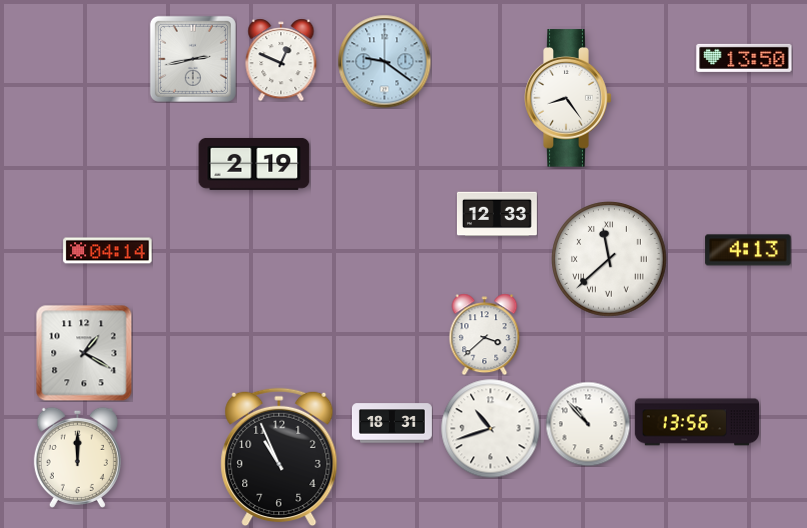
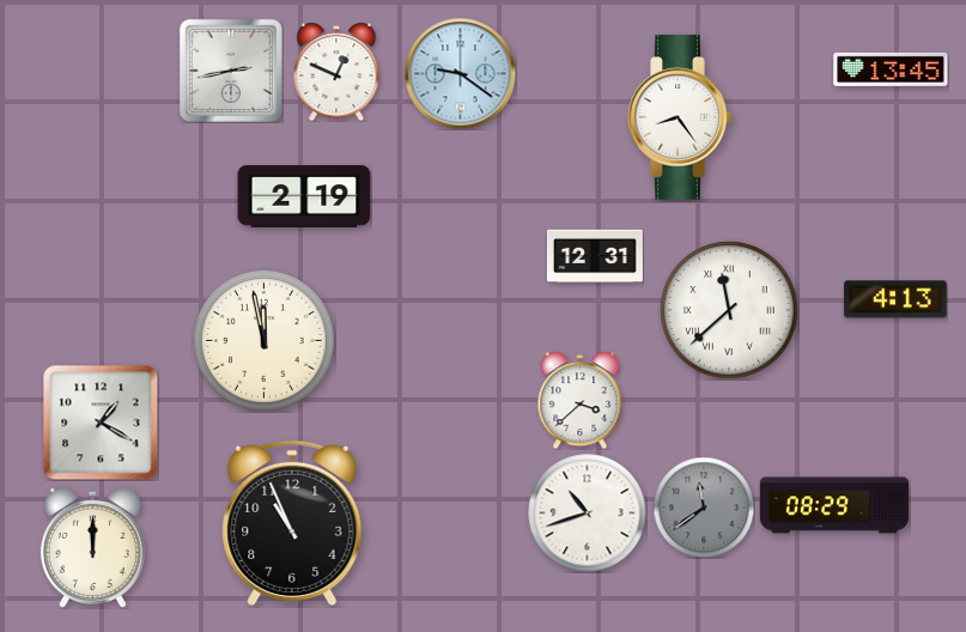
clock at (744, 58): 13:50 -> 13:45
clock at (497, 214): 12:33 -> 12:31
clock at (108, 251): 04:14 -> none
clock at (265, 341): none -> 11:58
clock at (696, 422): 13:56 -> 08:29
clock at (392, 423): 18:31 -> none
clock at (588, 424): 10:53 -> 11:39
clock at (588, 424) dial: white -> grey
clock at (279, 457) position: (279, 457) -> (292, 523)
